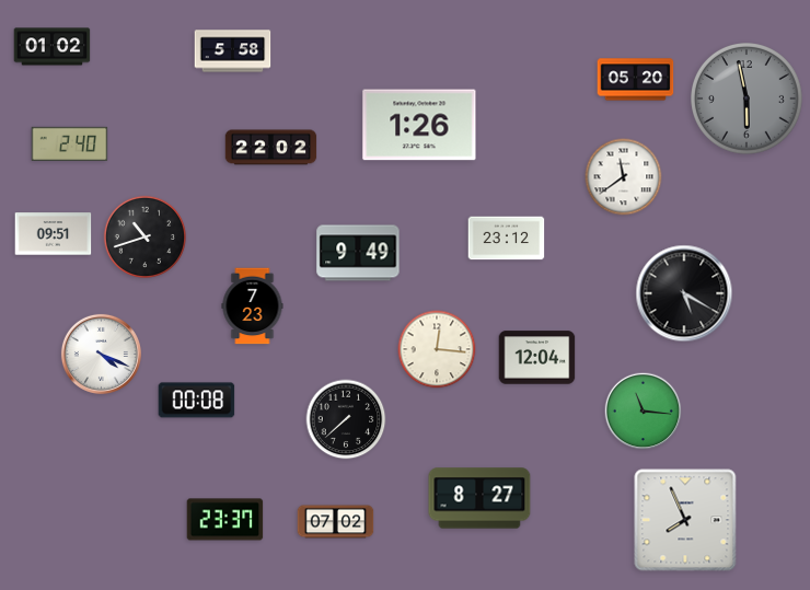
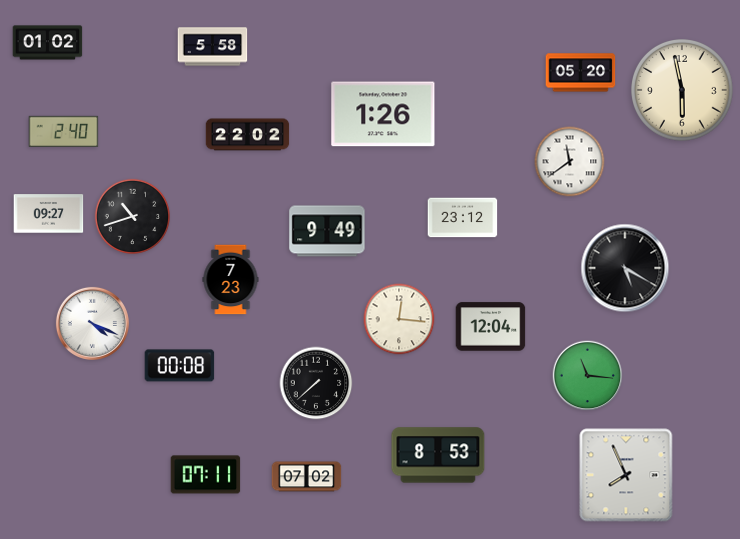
clock at (748, 100) dial: grey -> cream
clock at (54, 234): 09:51 -> 09:27
clock at (479, 498): 8:27 -> 8:53
clock at (225, 520): 23:37 -> 07:11
